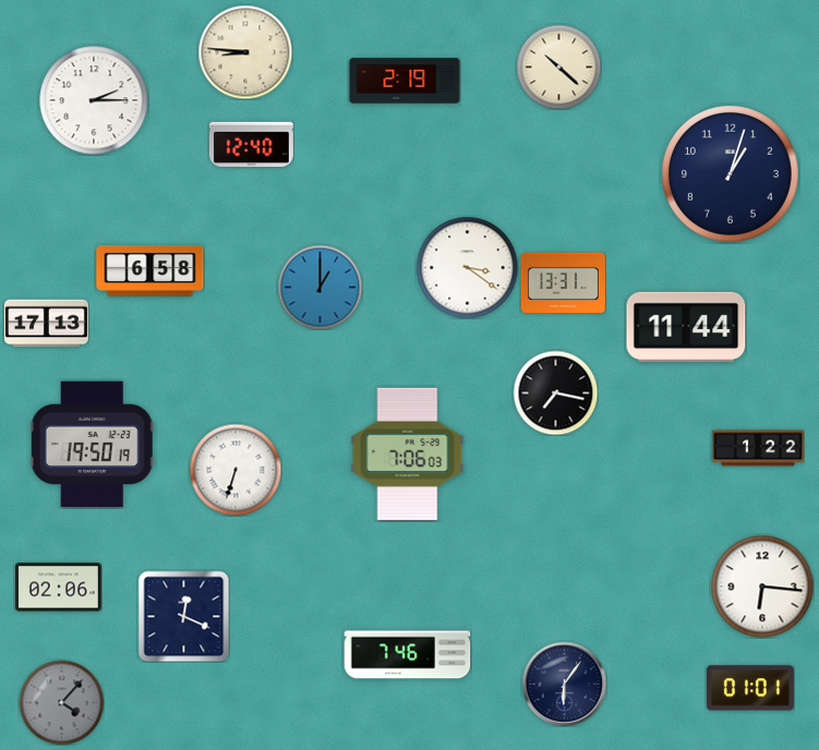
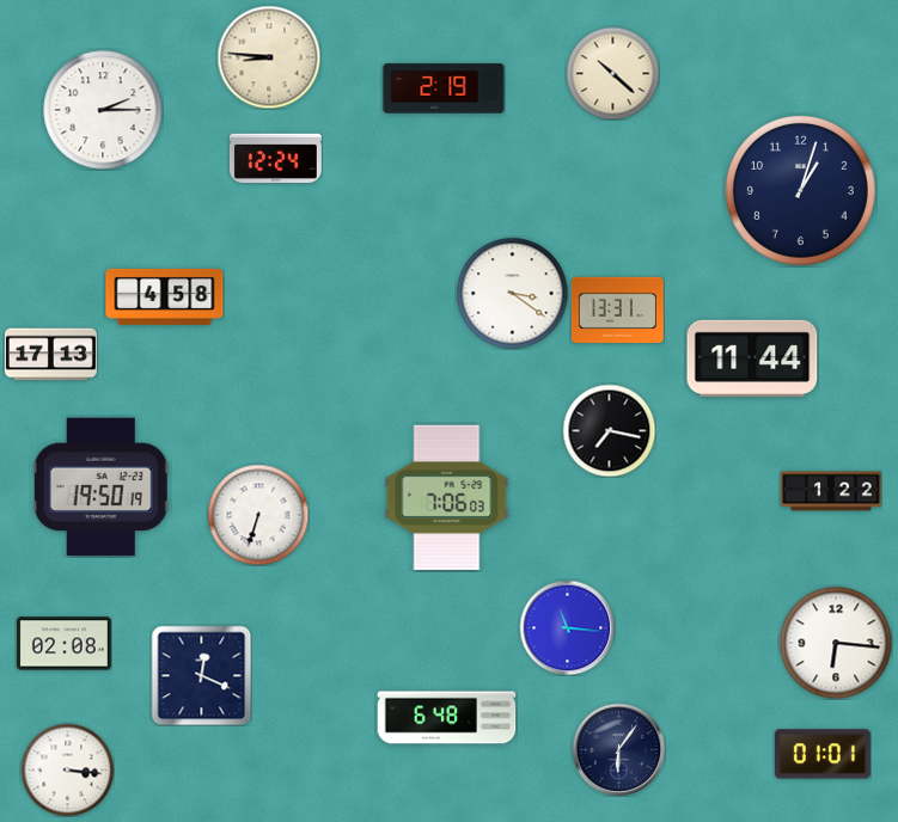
clock at (251, 144): 12:40 -> 12:24
clock at (150, 270): 6:58 -> 4:58
clock at (320, 287): 1:00 -> none
clock at (567, 627): none -> 11:16
clock at (58, 588): 02:06 -> 02:08
clock at (408, 655): 7:46 -> 6:48
clock at (61, 702): 4:07 -> 3:16
clock at (61, 702) dial: grey -> white
